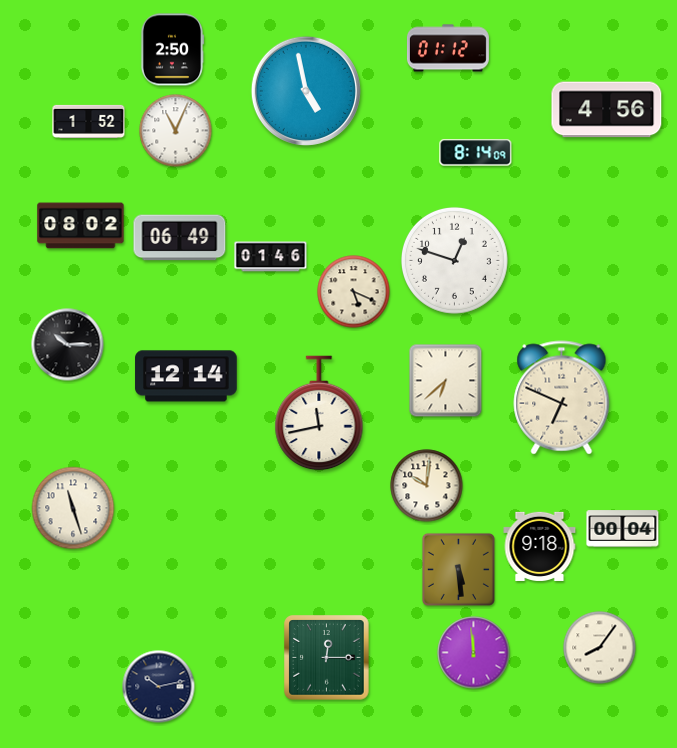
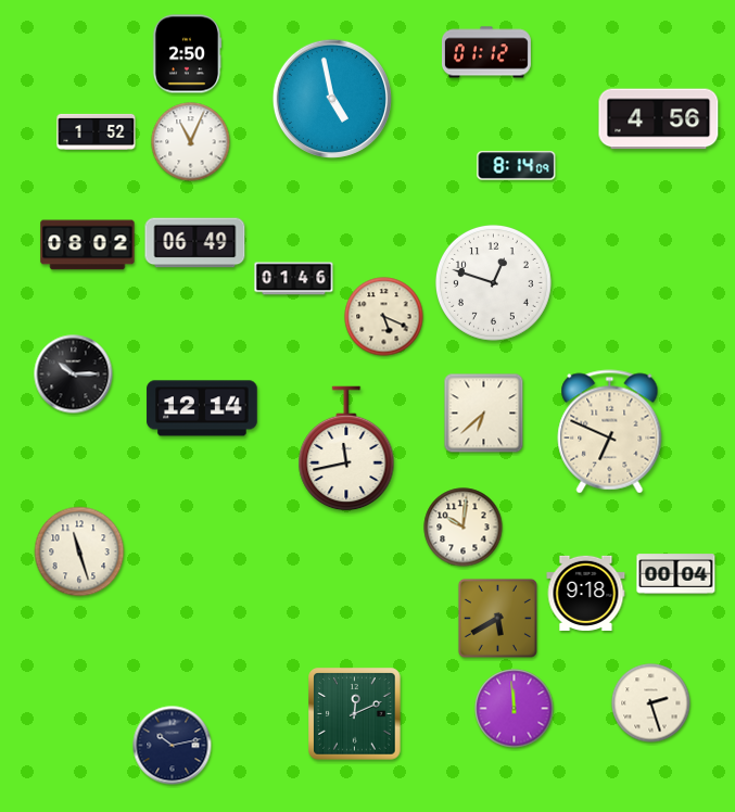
clock at (180, 238) position: (180, 238) -> (195, 243)
clock at (458, 569): 5:29 -> 5:40
clock at (600, 648): 8:06 -> 2:27
clock at (327, 658): 12:15 -> 12:11
